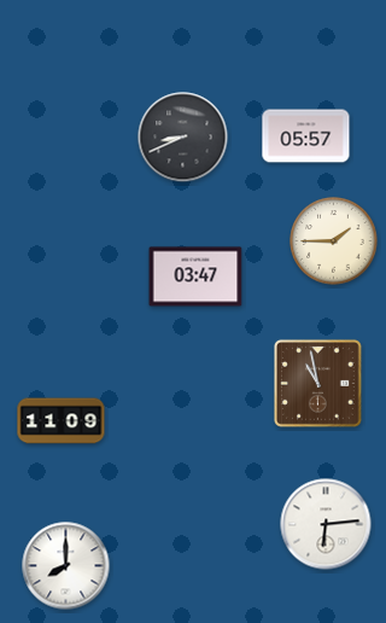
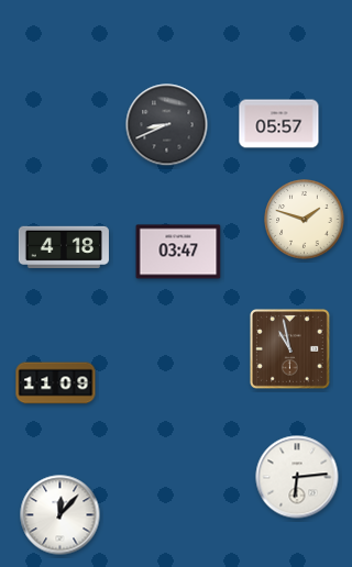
clock at (334, 241): 1:45 -> 1:48
clock at (64, 246): none -> 4:18
clock at (66, 566): 8:00 -> 12:07
